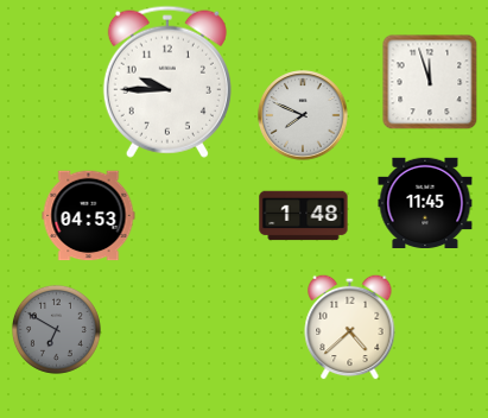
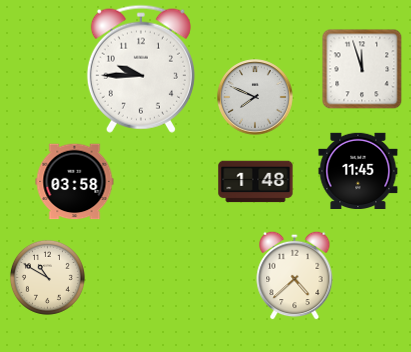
clock at (89, 216): 04:53 -> 03:58
clock at (56, 329): 6:50 -> 10:50
clock at (56, 329) dial: grey -> cream
